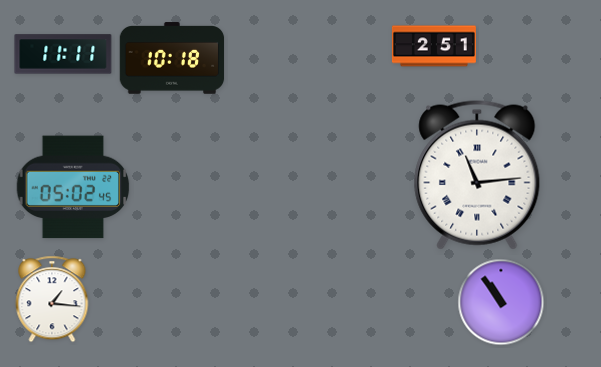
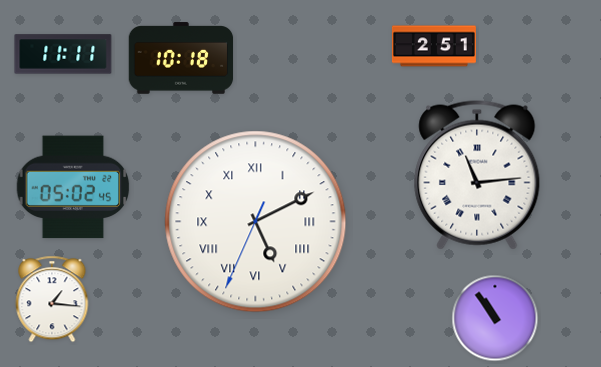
clock at (172, 58) position: (172, 58) -> (181, 58)
clock at (256, 222): none -> 5:10
clock at (501, 302) position: (501, 302) -> (495, 318)
